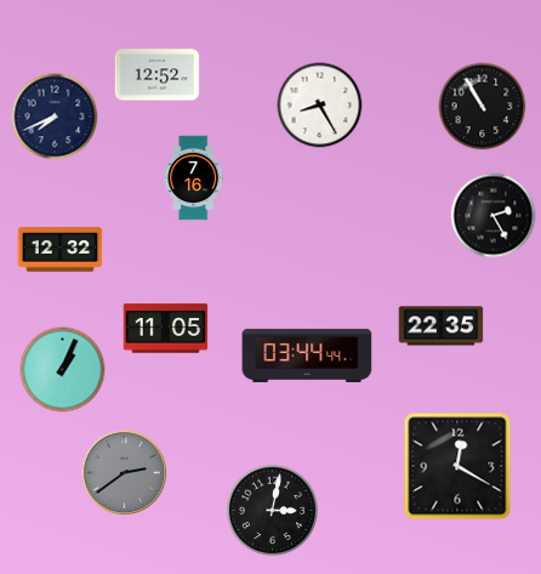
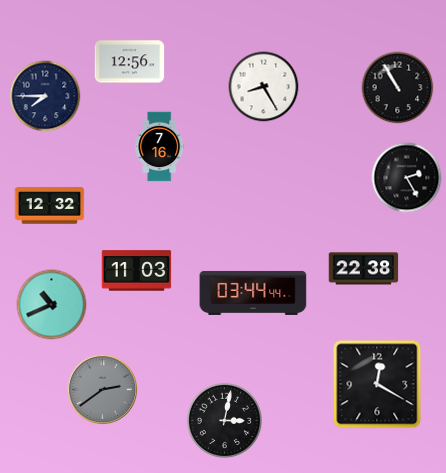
clock at (158, 75): 12:52 -> 12:56
clock at (55, 116): 7:41 -> 7:45
clock at (442, 326): 22:35 -> 22:38
clock at (166, 329): 11:05 -> 11:03
clock at (63, 370): 1:04 -> 10:41
